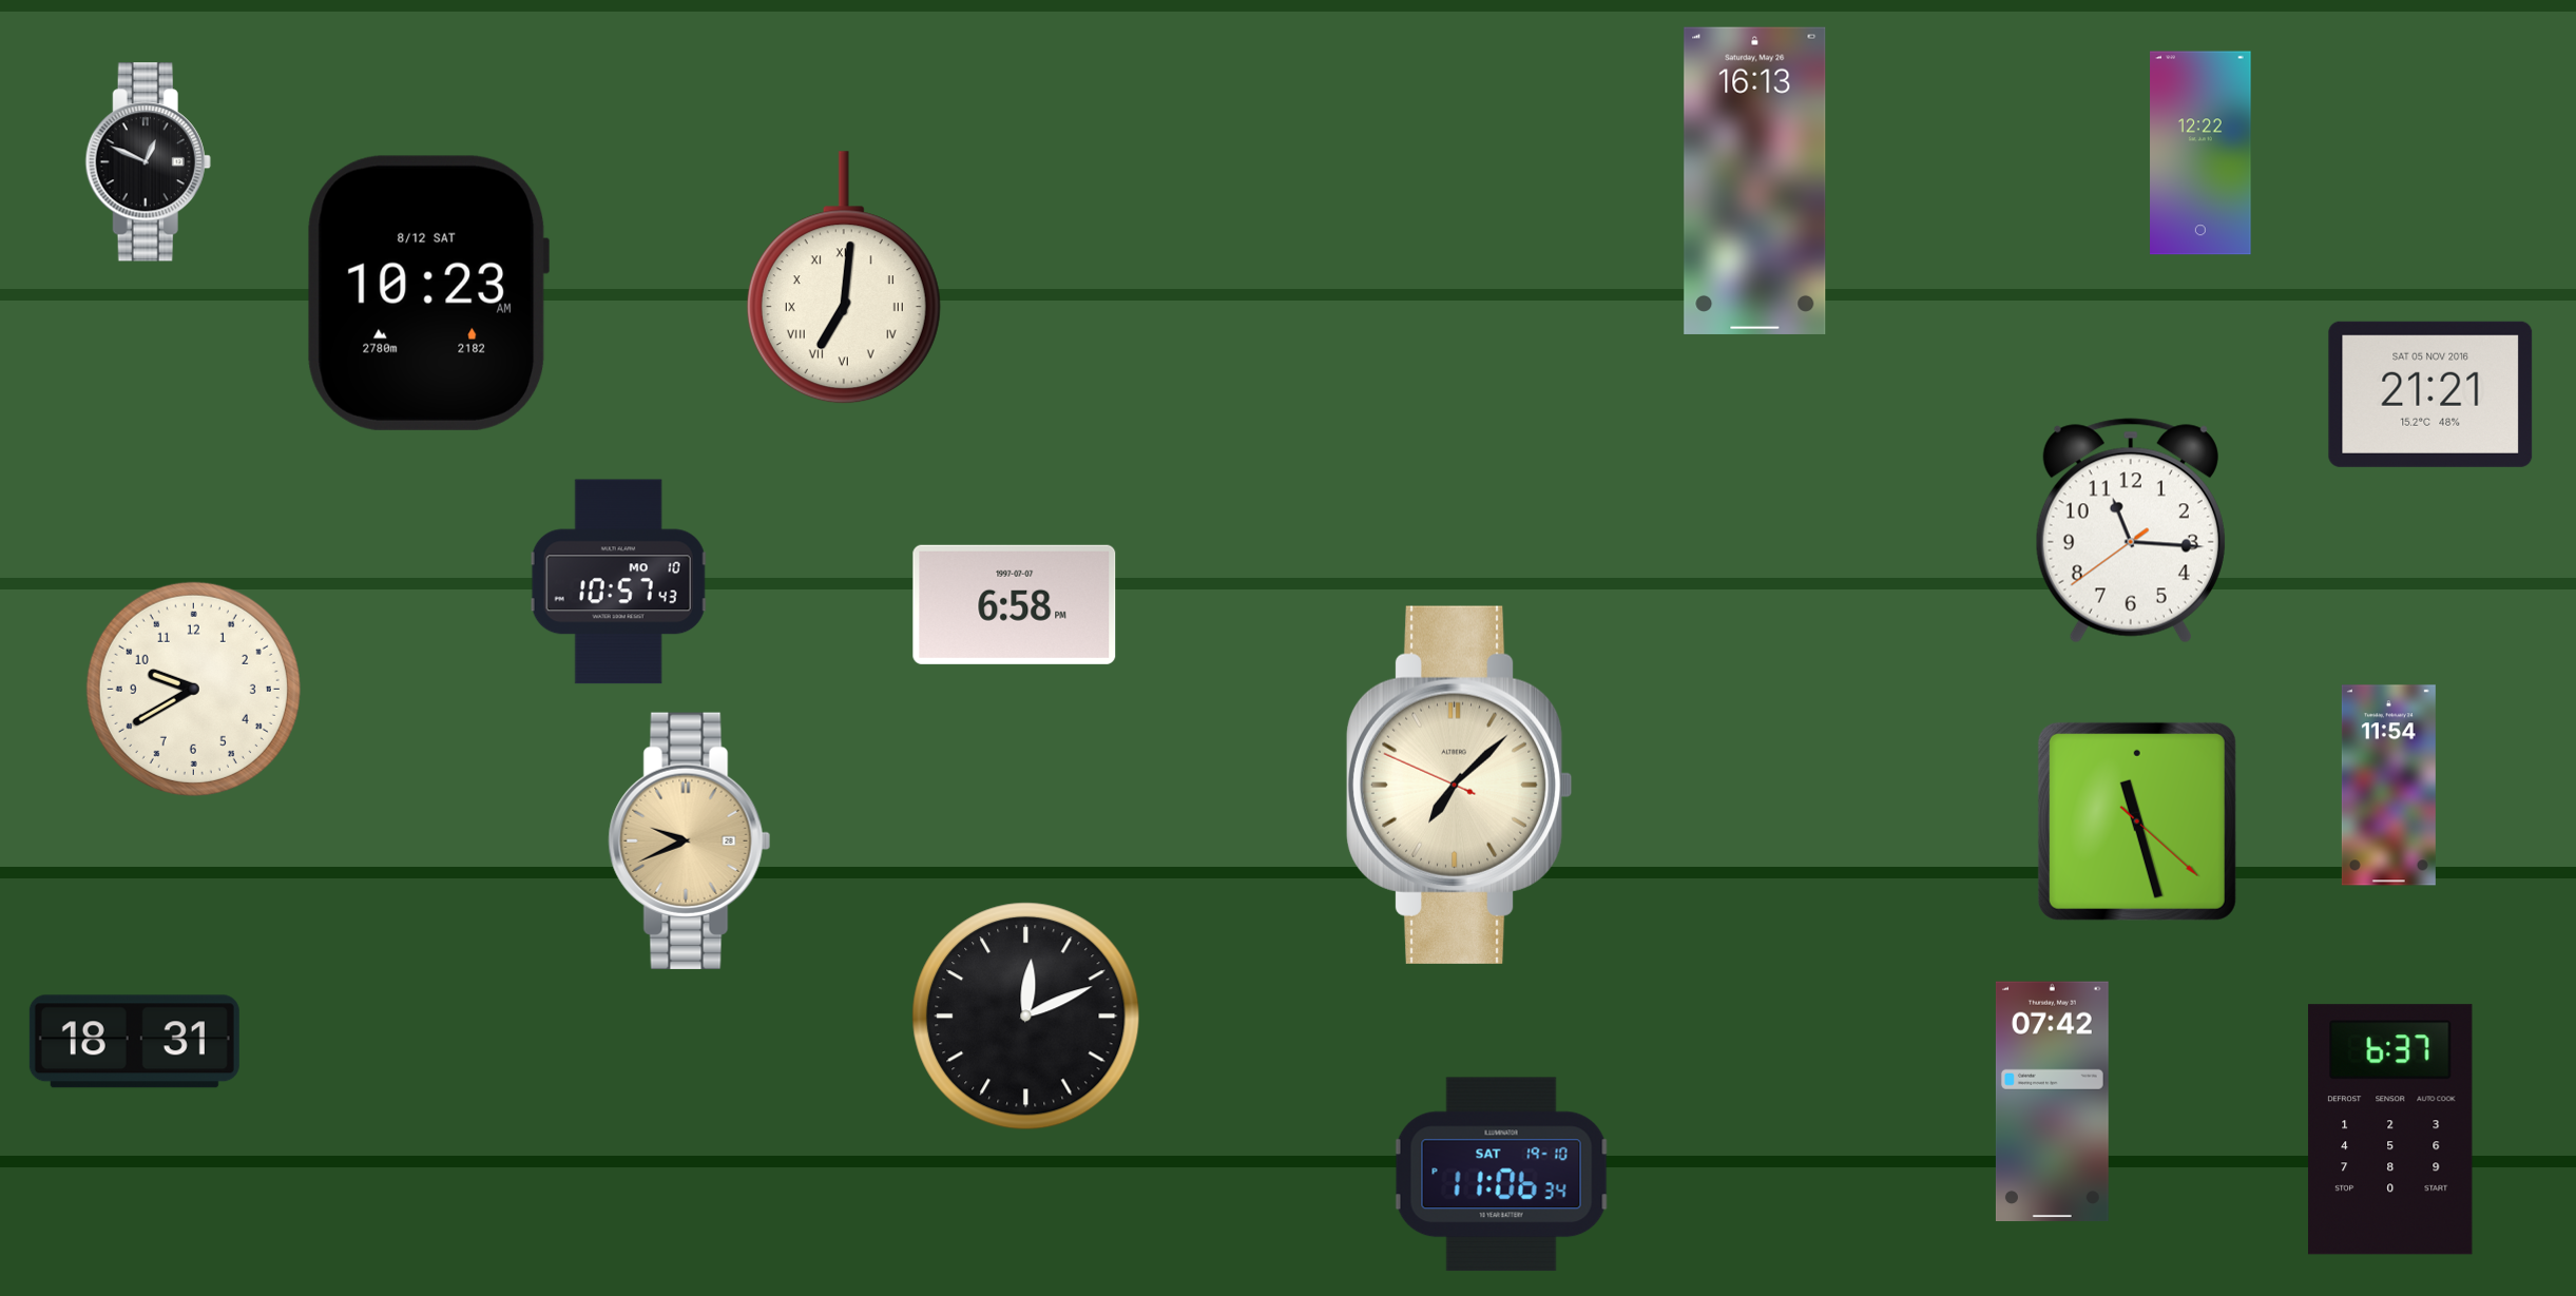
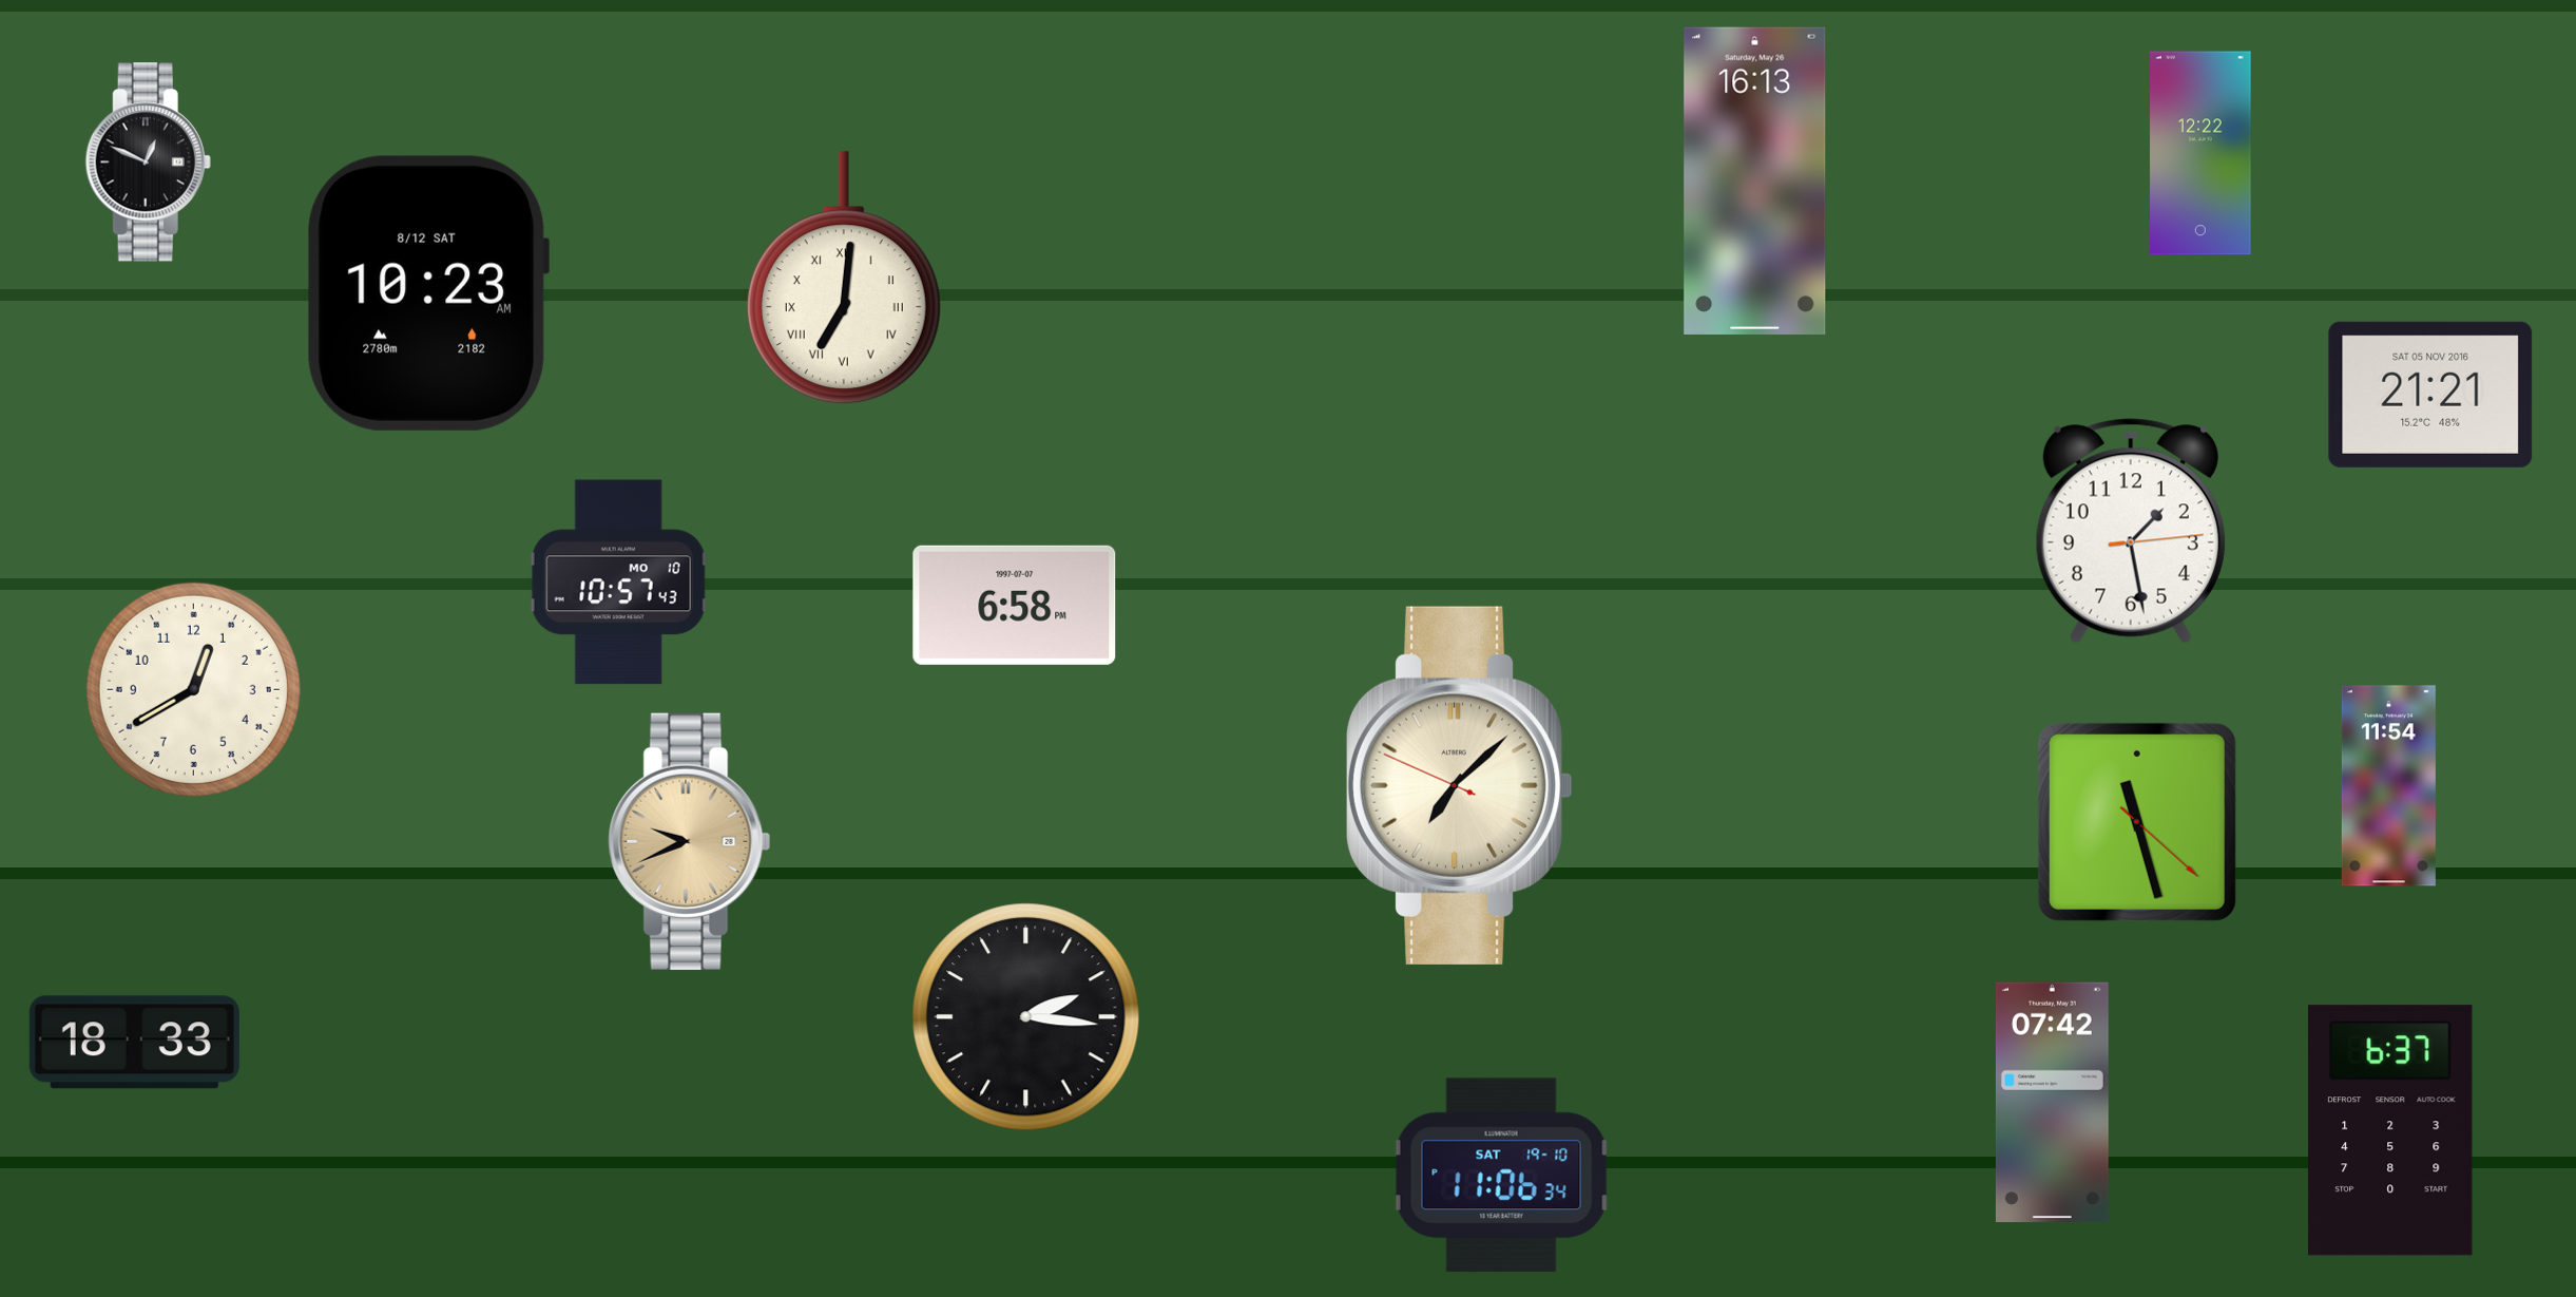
clock at (2131, 530): 11:15 -> 1:28
clock at (193, 689): 9:40 -> 12:40
clock at (1026, 1017): 12:11 -> 2:16
clock at (134, 1042): 18:31 -> 18:33
